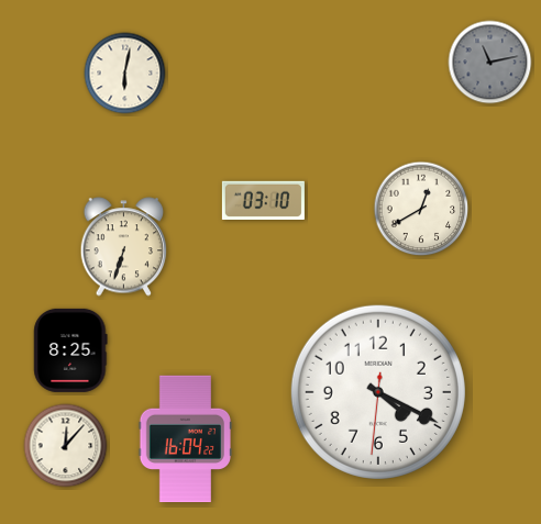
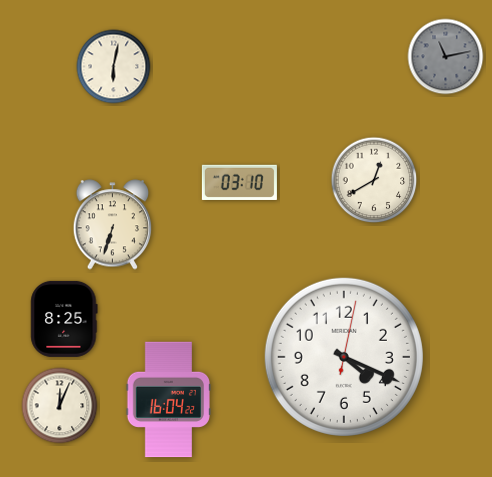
clock at (421, 209) position: (421, 209) -> (374, 180)
clock at (378, 392): 4:19:31 -> 4:19:02
clock at (66, 446): 12:07 -> 12:04
